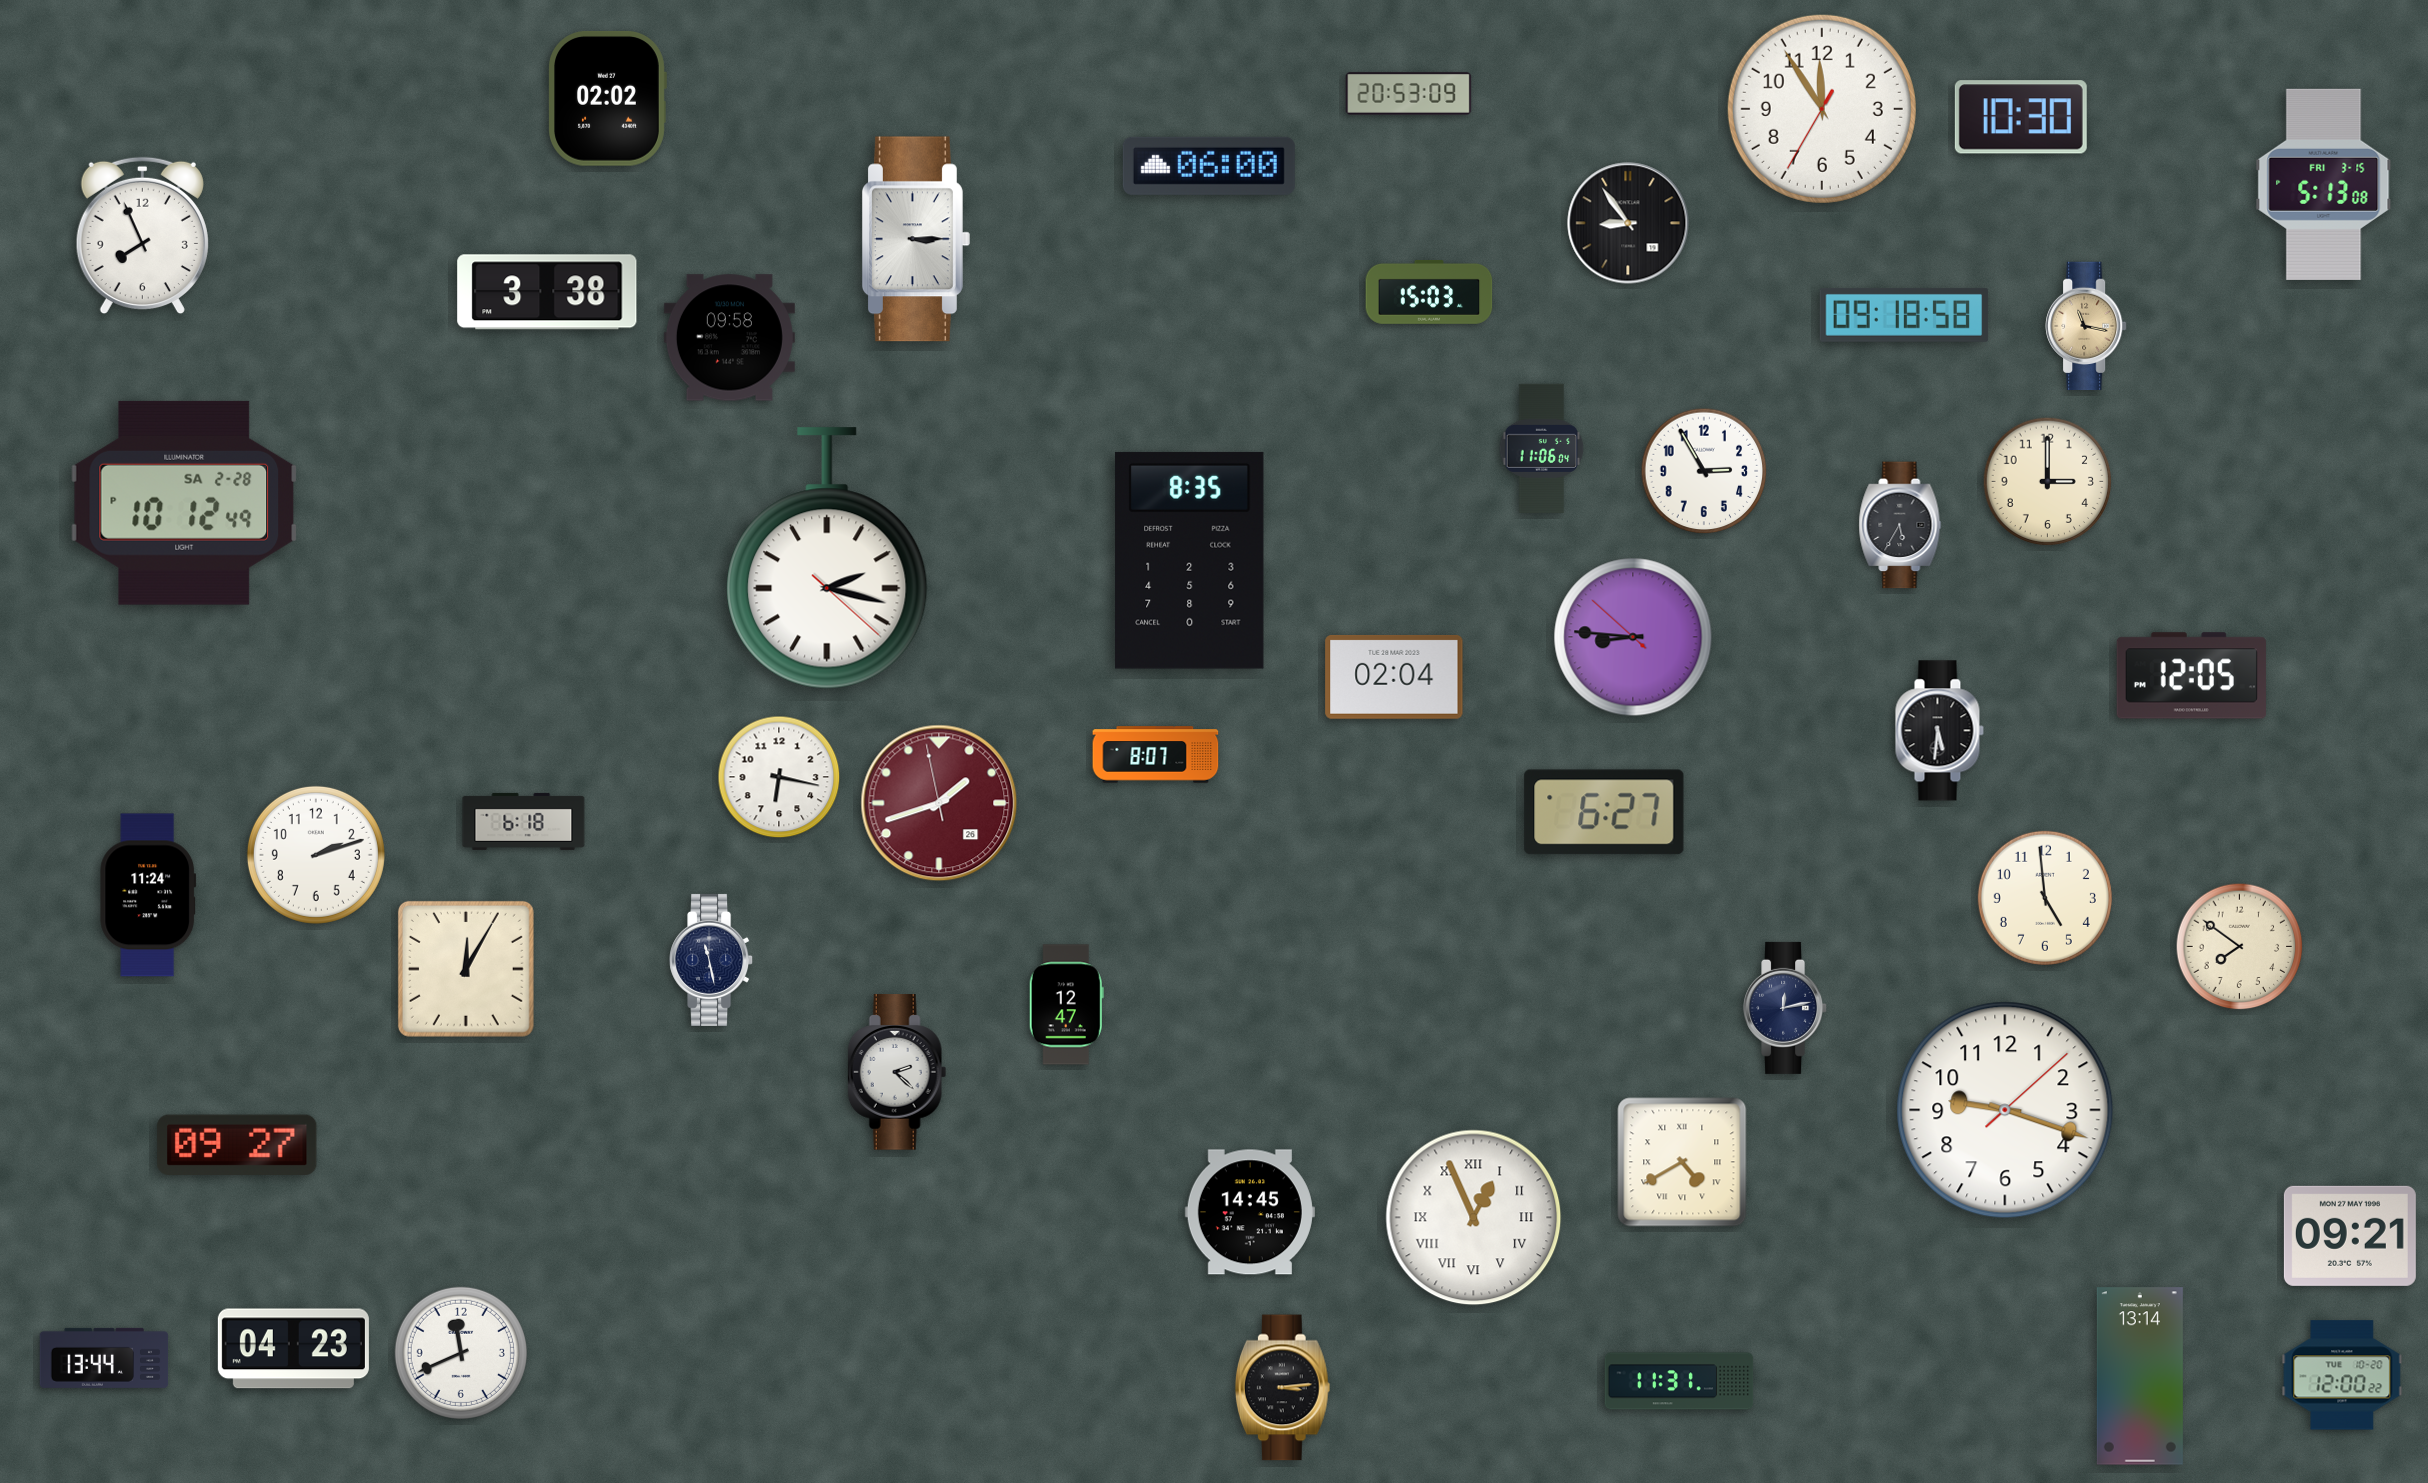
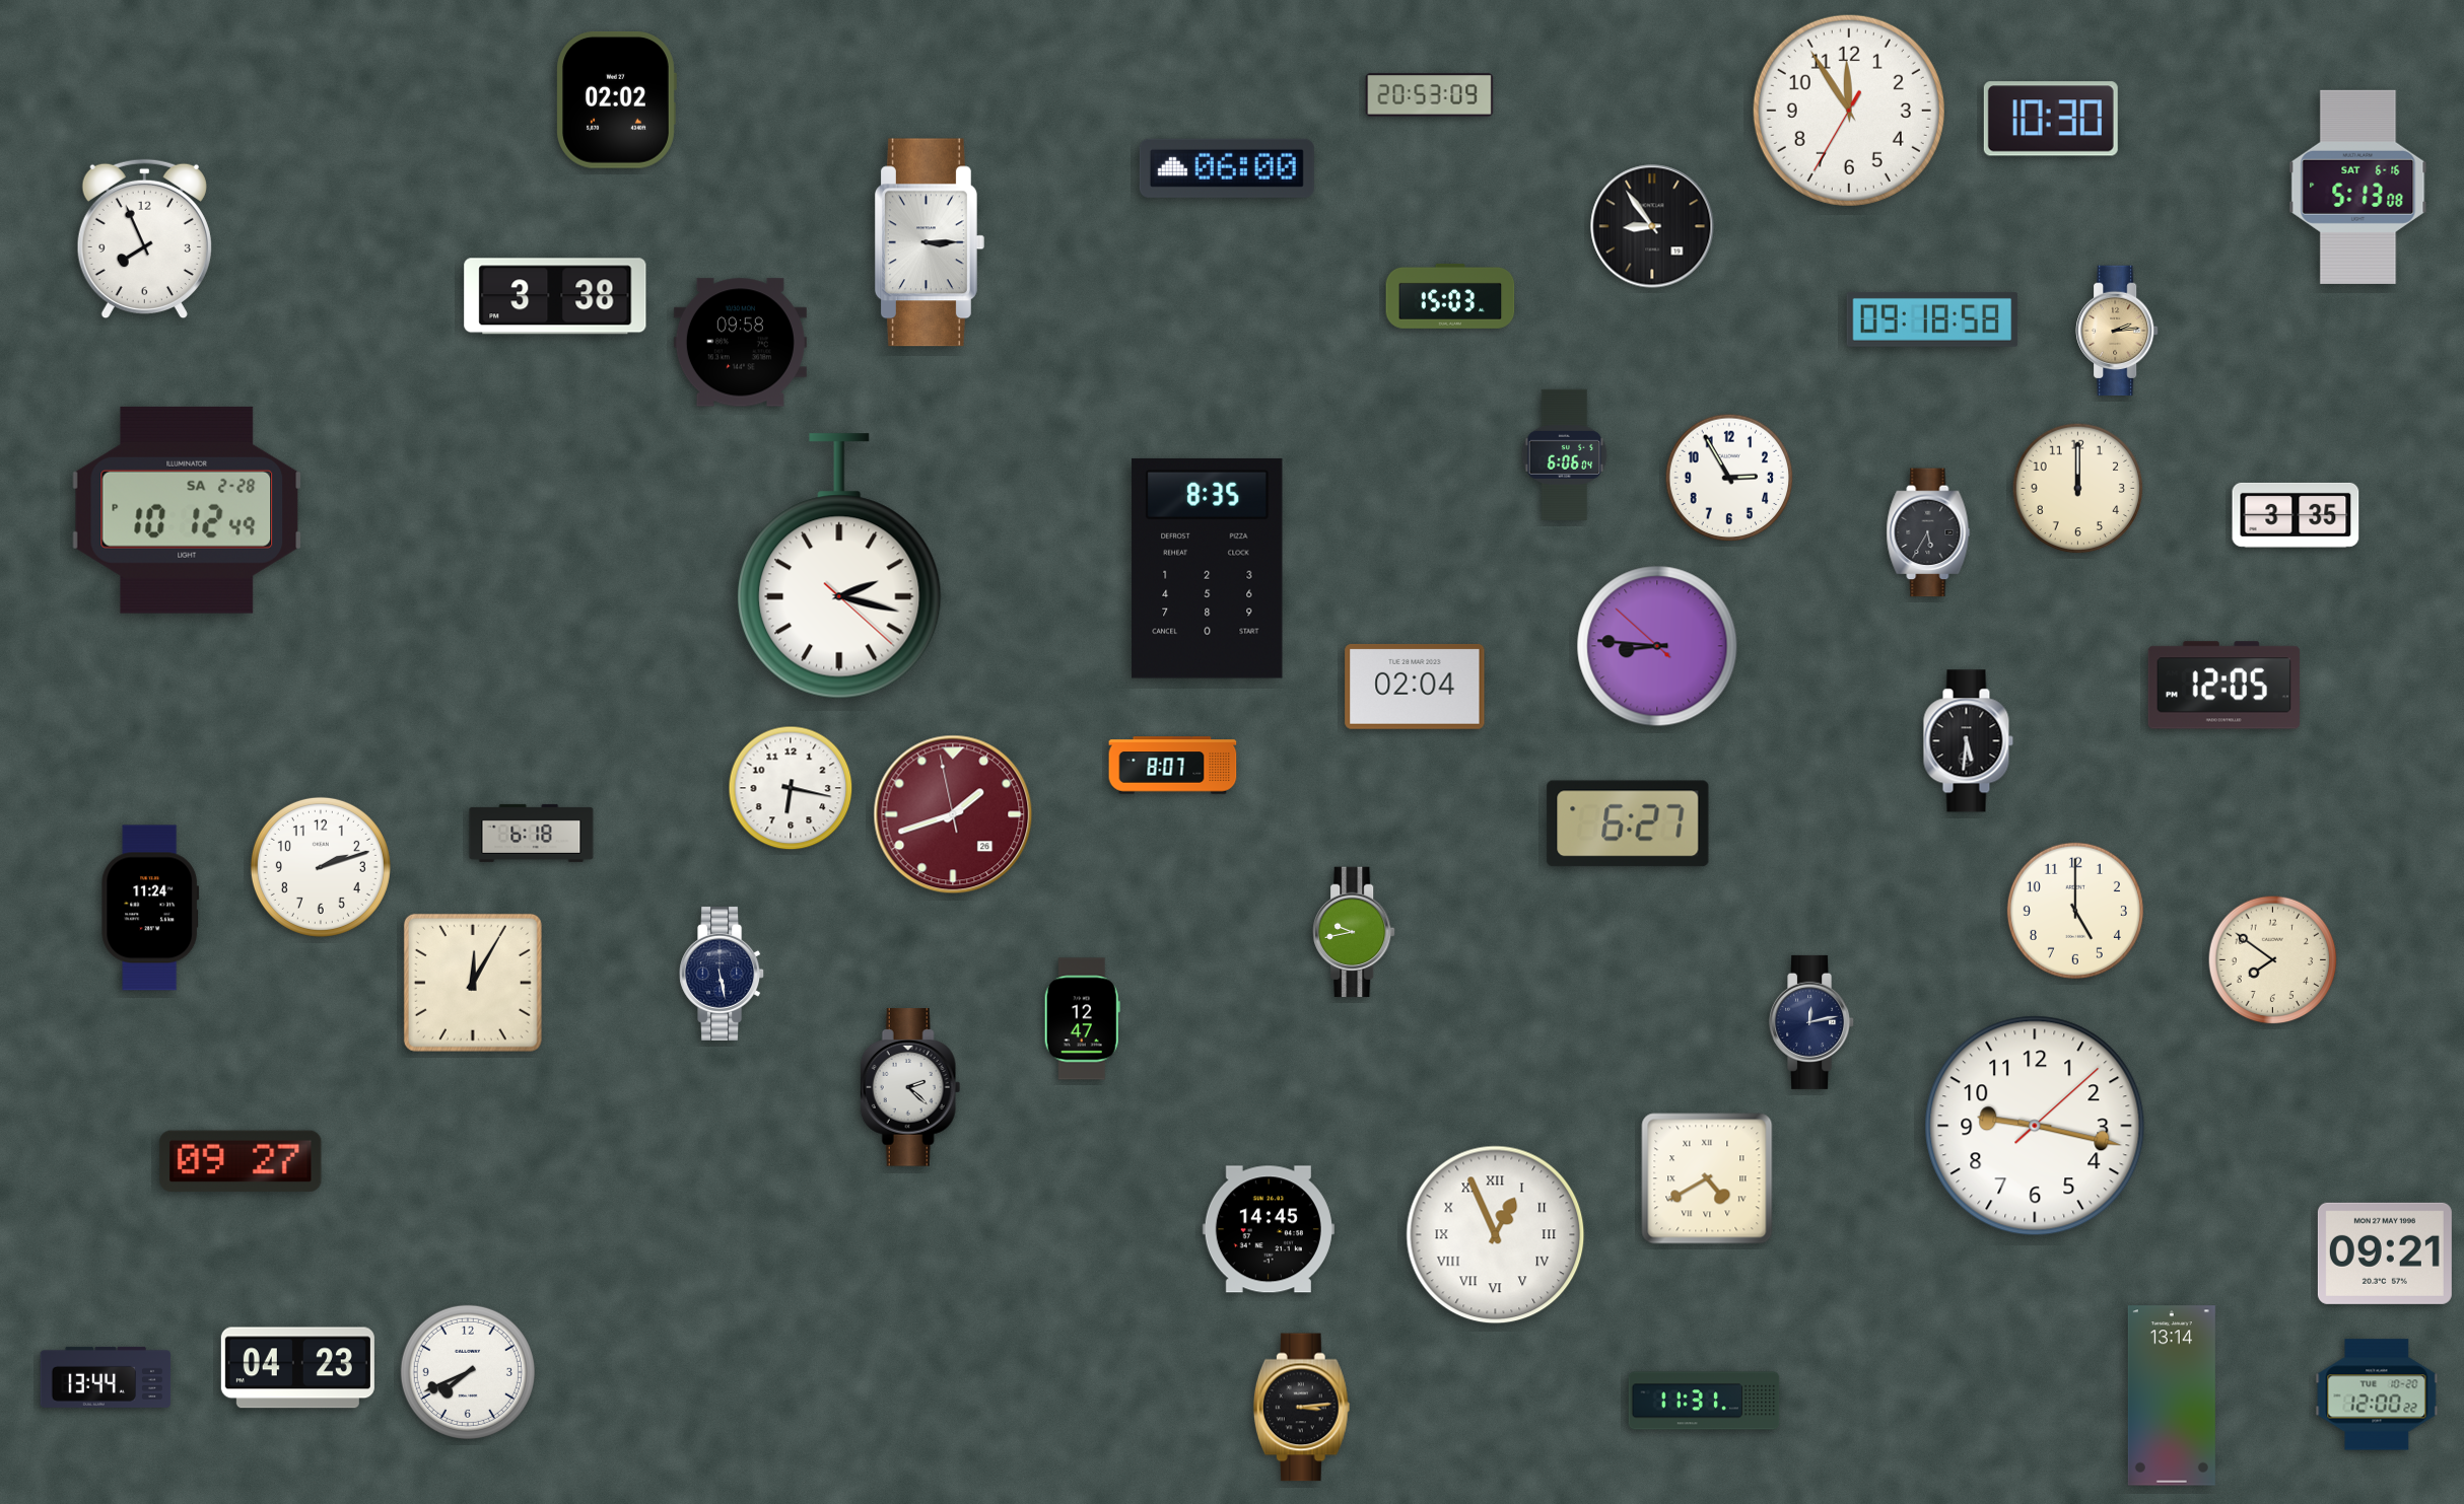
clock at (2324, 184) date: FRI 3-15 -> SAT 6-16
clock at (2086, 326): 11:17 -> 2:14
clock at (1542, 448): 11:06 -> 6:06
clock at (2048, 482): 3:00 -> 12:00
clock at (2296, 515): none -> 3:35
clock at (2045, 898): 4:59 -> 5:00
clock at (1354, 932): none -> 9:43
clock at (712, 960): 11:28 -> 5:28
clock at (2005, 1110): 9:18 -> 9:17
clock at (461, 1353): 11:41 -> 7:41
